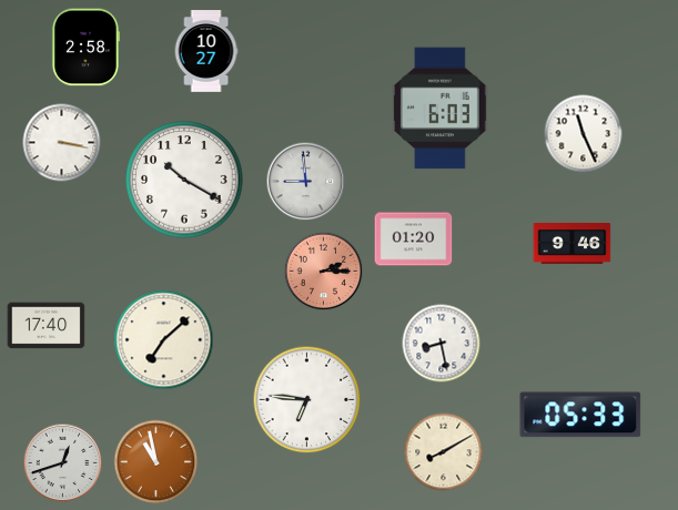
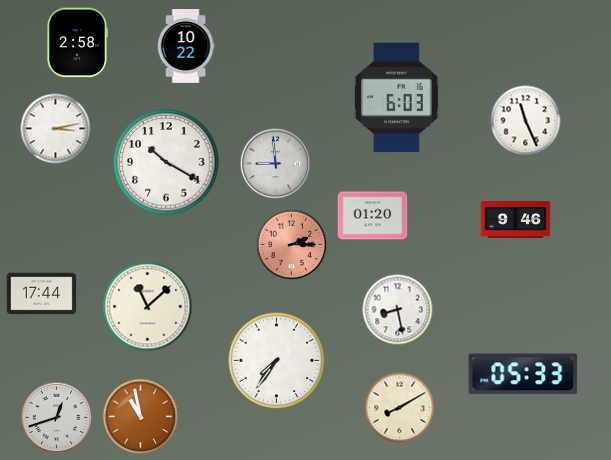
clock at (206, 51): 10:27 -> 10:22
clock at (62, 143): 3:17 -> 3:13
clock at (47, 326): 17:40 -> 17:44
clock at (164, 340): 7:08 -> 11:08
clock at (307, 400): 6:46 -> 7:36
